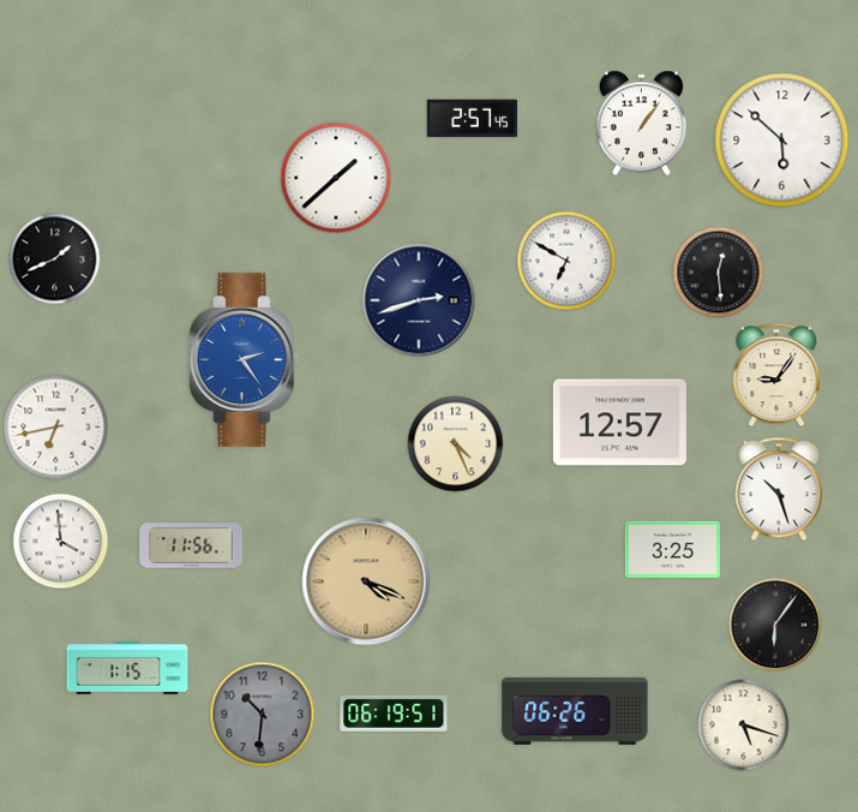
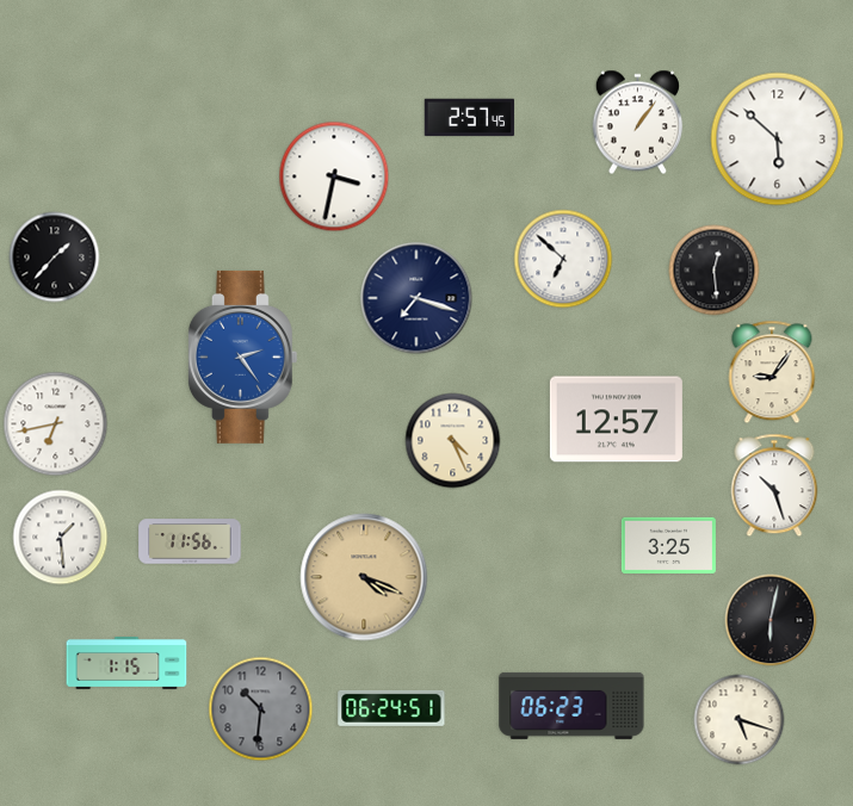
clock at (336, 178): 1:38 -> 3:32
clock at (55, 259): 1:41 -> 1:37
clock at (566, 261): 6:50 -> 6:52
clock at (419, 300): 2:42 -> 7:18
clock at (61, 542): 3:59 -> 1:29
clock at (775, 625): 6:06 -> 6:02
clock at (575, 711): 06:26 -> 06:23
clock at (394, 714): 06:19 -> 06:24
